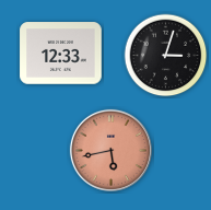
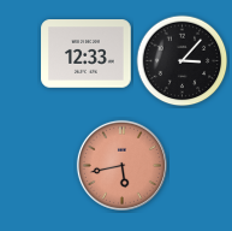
clock at (61, 54) position: (61, 54) -> (87, 54)
clock at (166, 56): 3:03 -> 3:07
